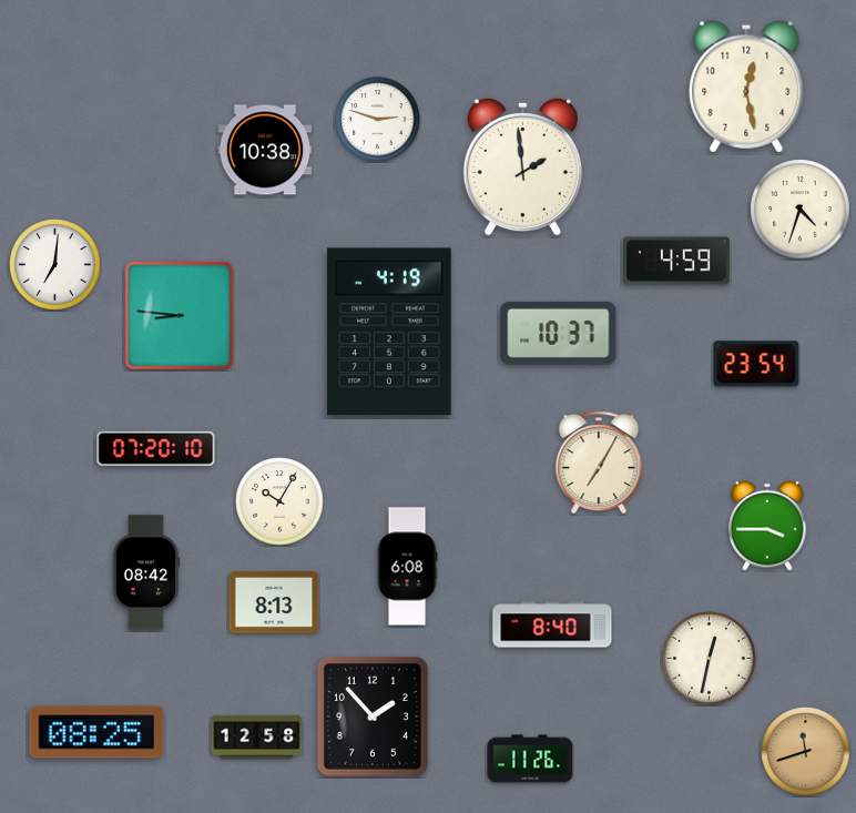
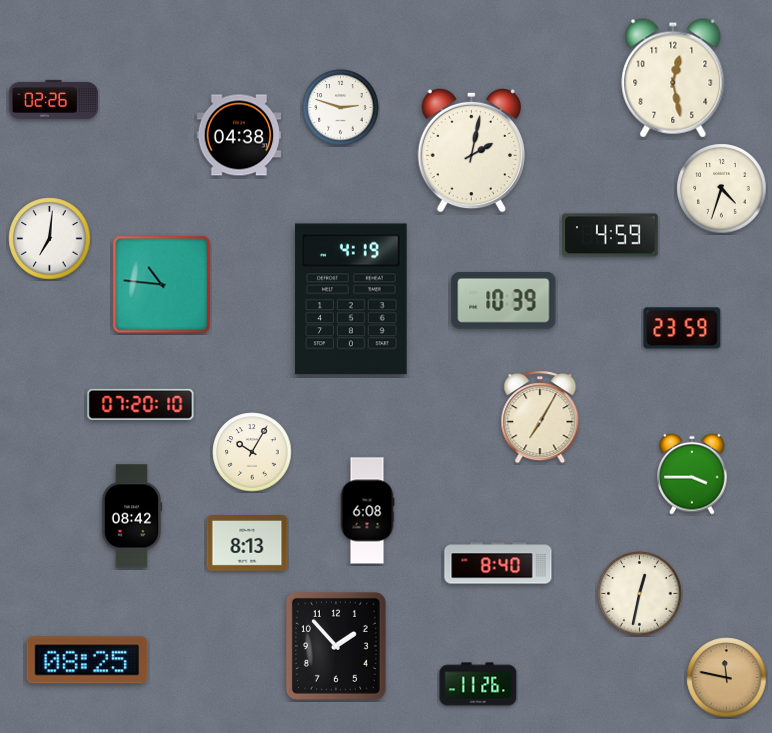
clock at (53, 99): none -> 02:26
clock at (265, 150): 10:38 -> 04:38
clock at (522, 166): 1:59 -> 2:02
clock at (180, 316): 8:46 -> 10:46
clock at (559, 334): 10:37 -> 10:39
clock at (756, 364): 23:54 -> 23:59
clock at (257, 738): 12:58 -> none
clock at (806, 752): 11:42 -> 11:47
